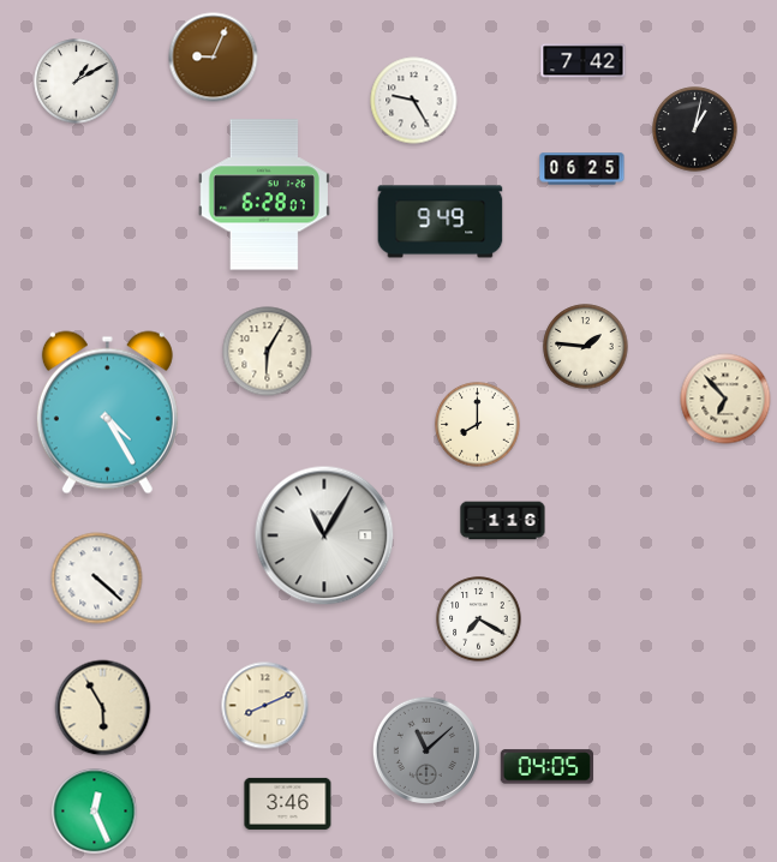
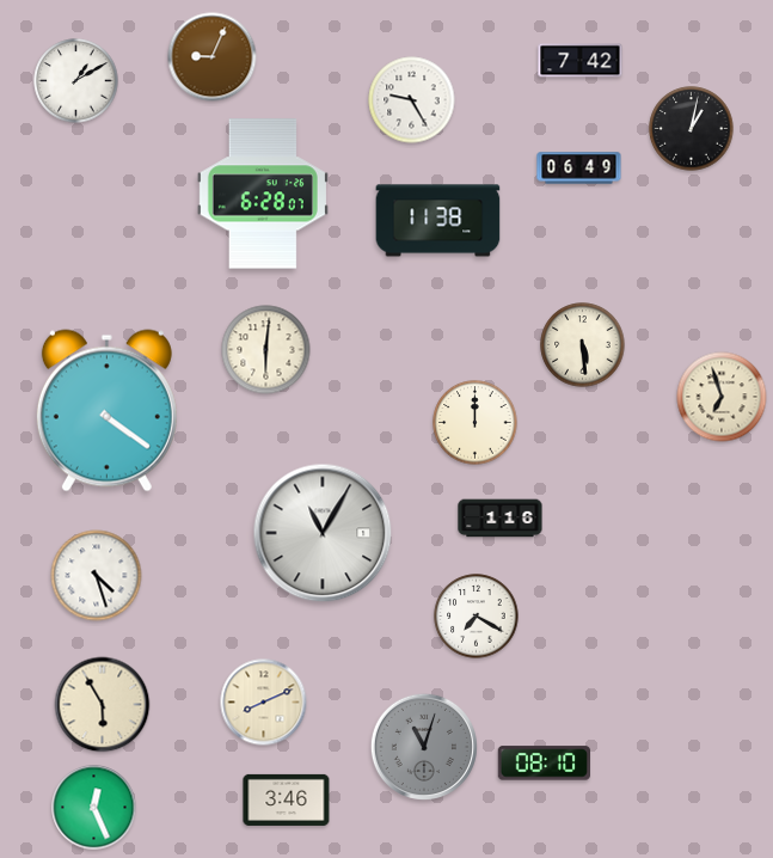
clock at (582, 169): 06:25 -> 06:49
clock at (441, 222): 9:49 -> 11:38
clock at (586, 347): 1:46 -> 5:29
clock at (268, 352): 6:05 -> 6:01
clock at (725, 399): 6:53 -> 6:57
clock at (107, 413): 4:25 -> 4:21
clock at (478, 425): 8:00 -> 12:00
clock at (97, 579): 4:22 -> 4:27
clock at (426, 750): 11:08 -> 11:03
clock at (546, 767): 04:05 -> 08:10
